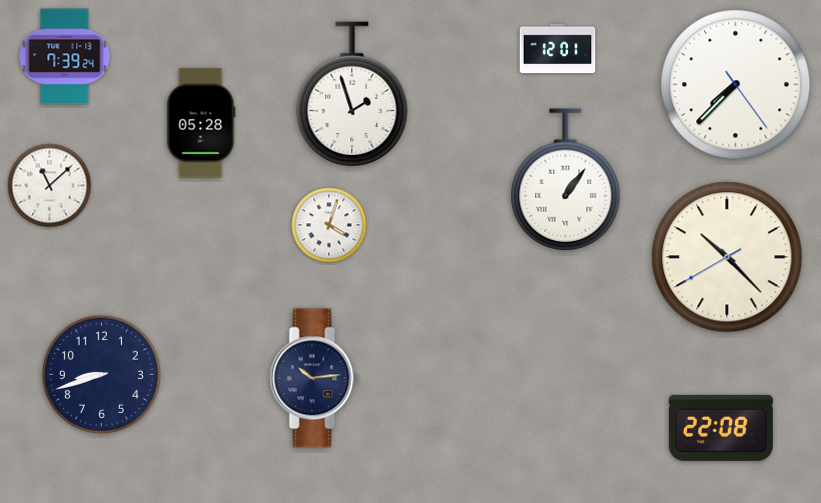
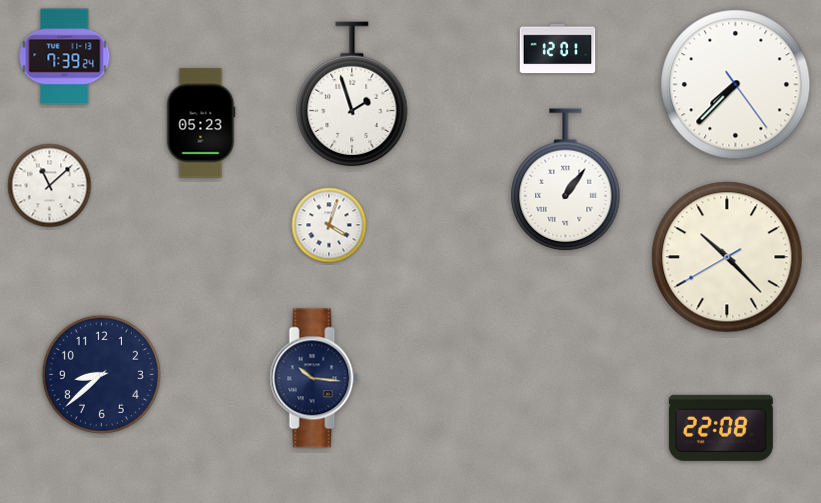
clock at (201, 123): 05:28 -> 05:23
clock at (101, 374): 8:42 -> 8:38
clock at (314, 378): 10:14 -> 10:16
